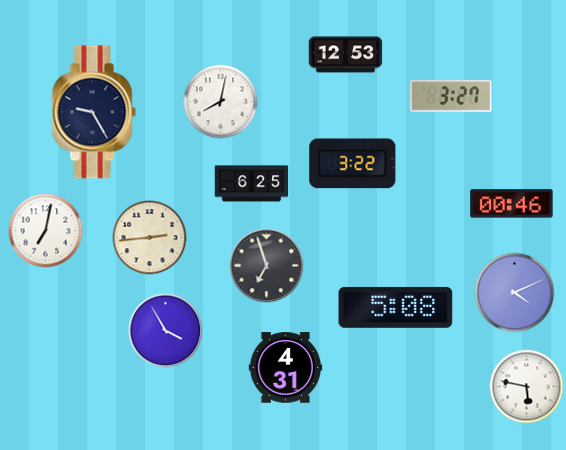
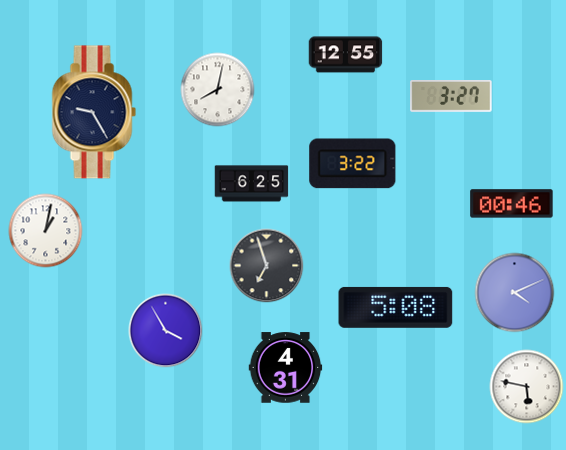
clock at (346, 55): 12:53 -> 12:55
clock at (221, 102) position: (221, 102) -> (218, 90)
clock at (46, 231): 7:02 -> 1:02
clock at (150, 238): 2:44 -> none
